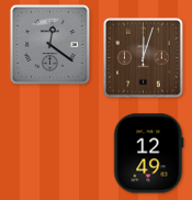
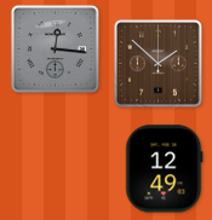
clock at (49, 44): 12:21 -> 12:16
clock at (143, 57): 12:03 -> 1:52
